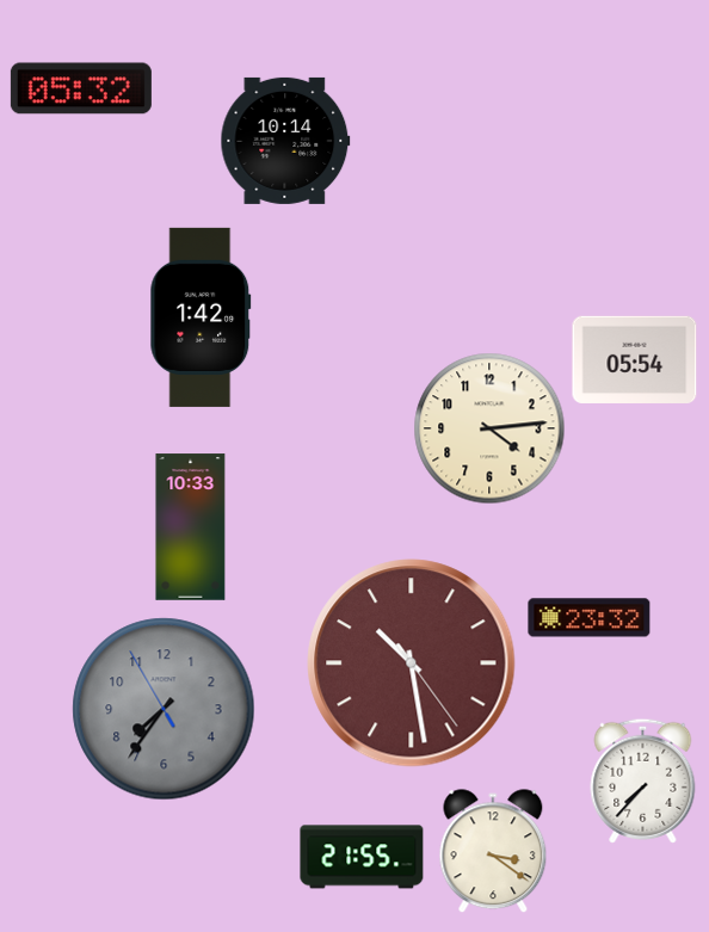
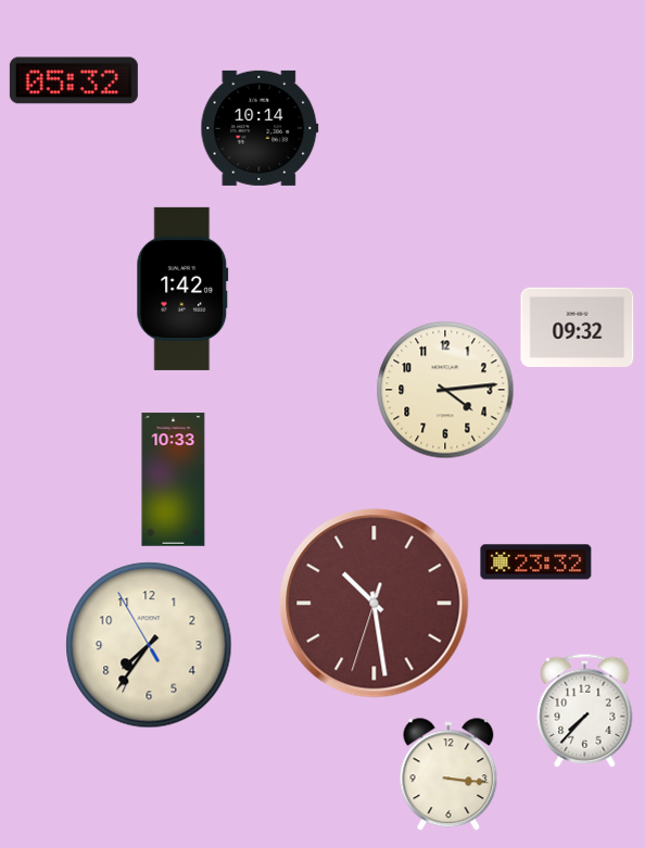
clock at (635, 359): 05:54 -> 09:32
clock at (412, 663): 10:28:24 -> 10:28:33
clock at (164, 709) dial: grey -> cream
clock at (493, 852): 3:21 -> 3:16
clock at (362, 857): 21:55 -> none
